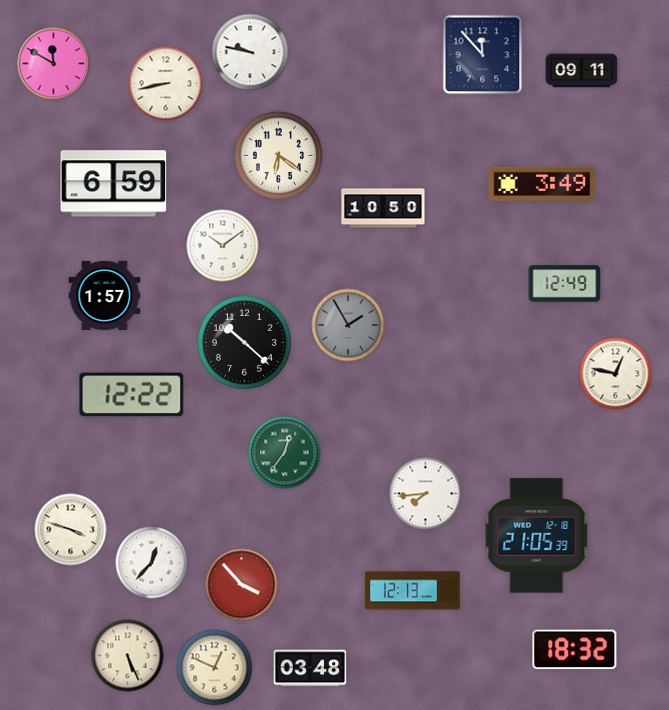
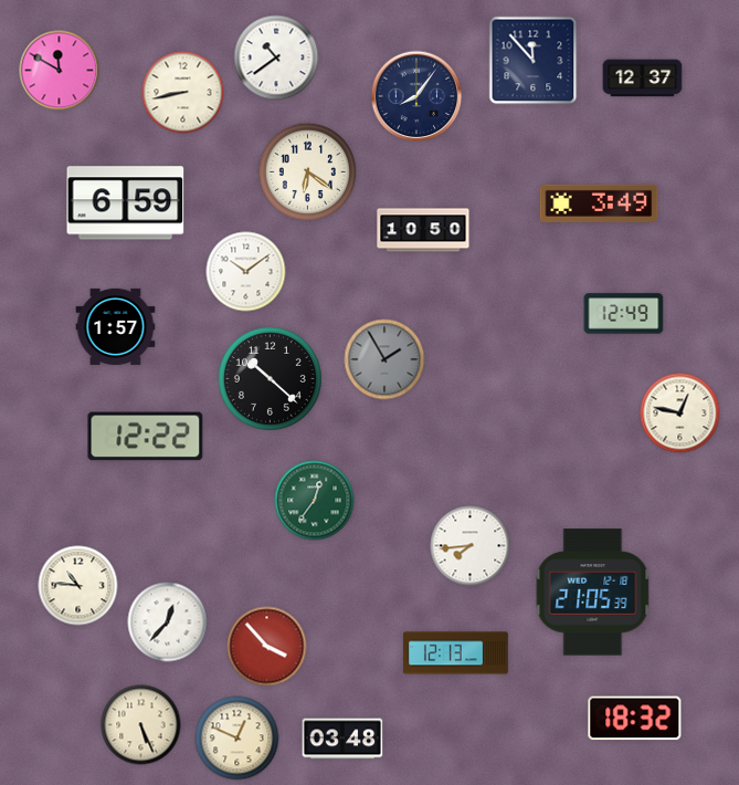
clock at (250, 52): 9:47 -> 10:39
clock at (582, 71): 09:11 -> 12:37
clock at (416, 96): none -> 8:06
clock at (71, 530): 3:48 -> 10:46
